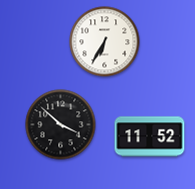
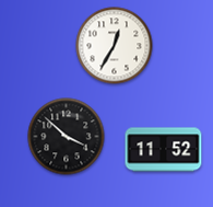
clock at (105, 42): 6:35 -> 12:35
